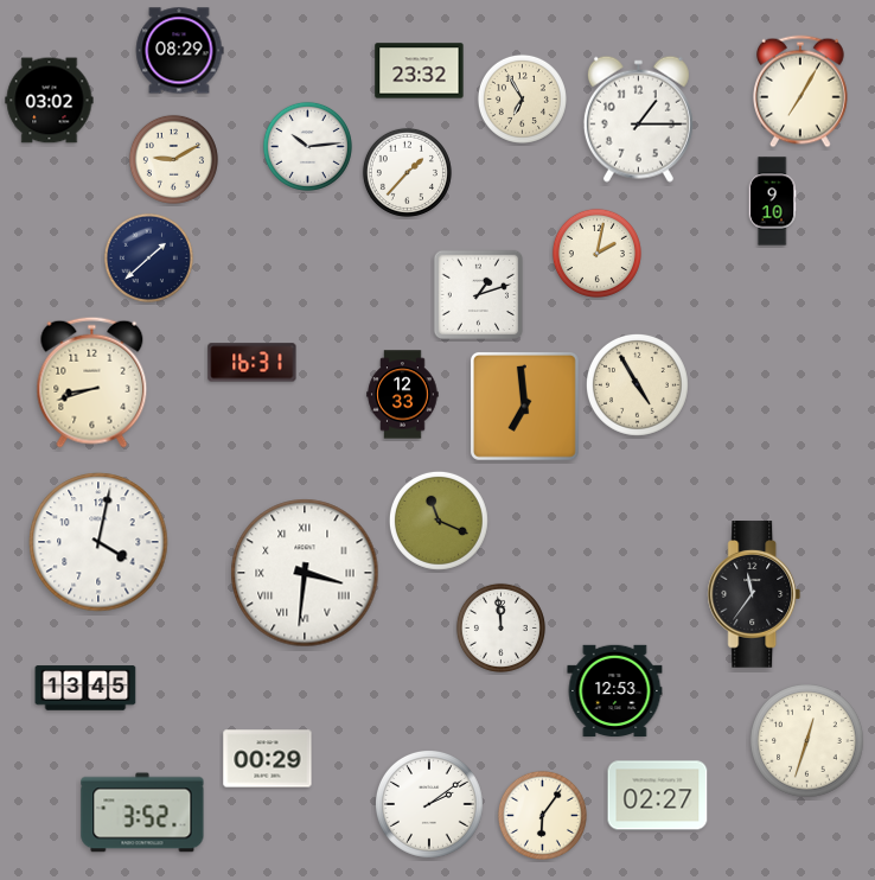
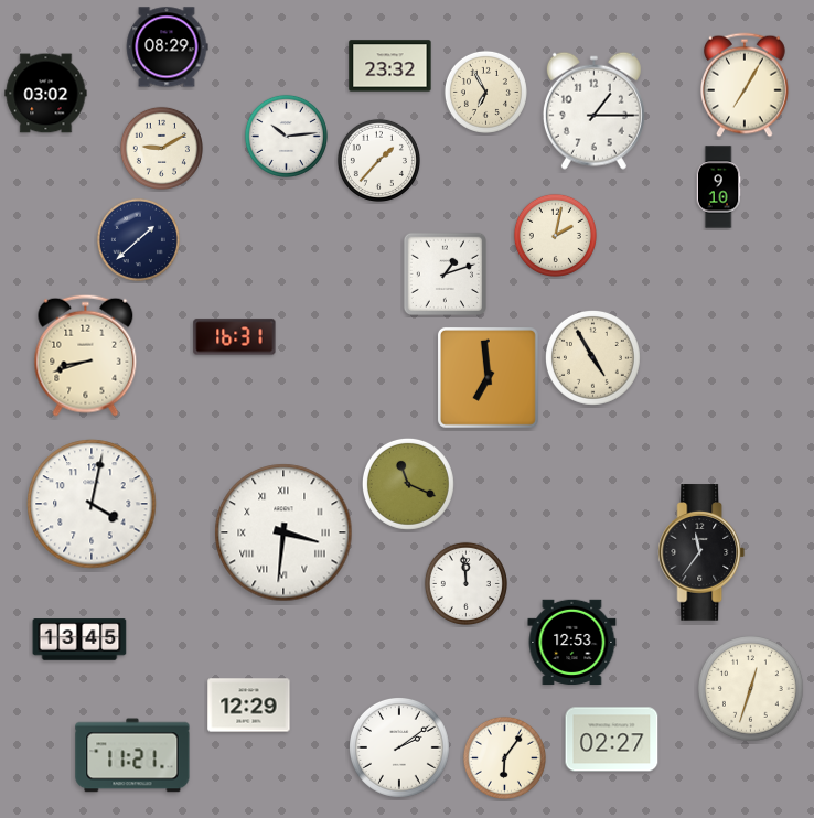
clock at (403, 395): 12:33 -> none
clock at (268, 759): 00:29 -> 12:29
clock at (142, 812): 3:52 -> 11:21
